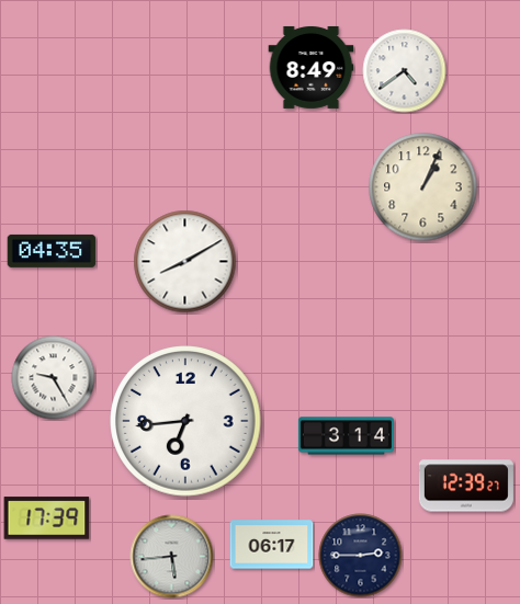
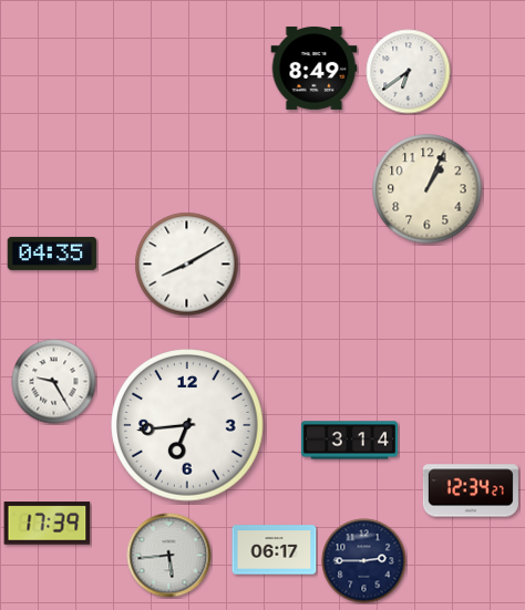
clock at (405, 71): 4:39 -> 6:39
clock at (466, 486): 12:39 -> 12:34
clock at (172, 557) position: (172, 557) -> (169, 556)
